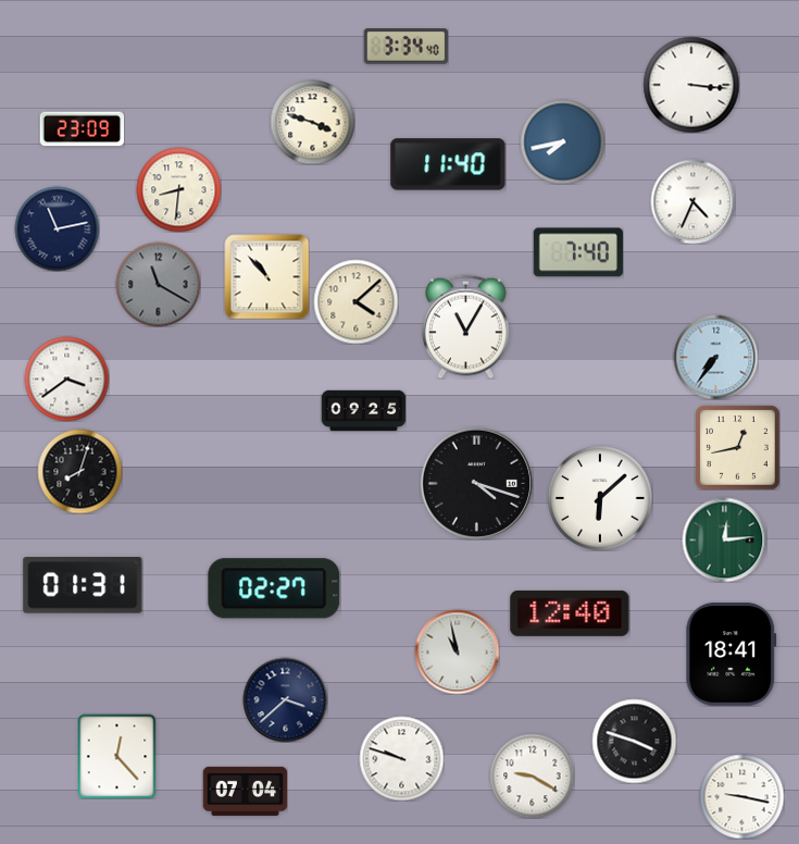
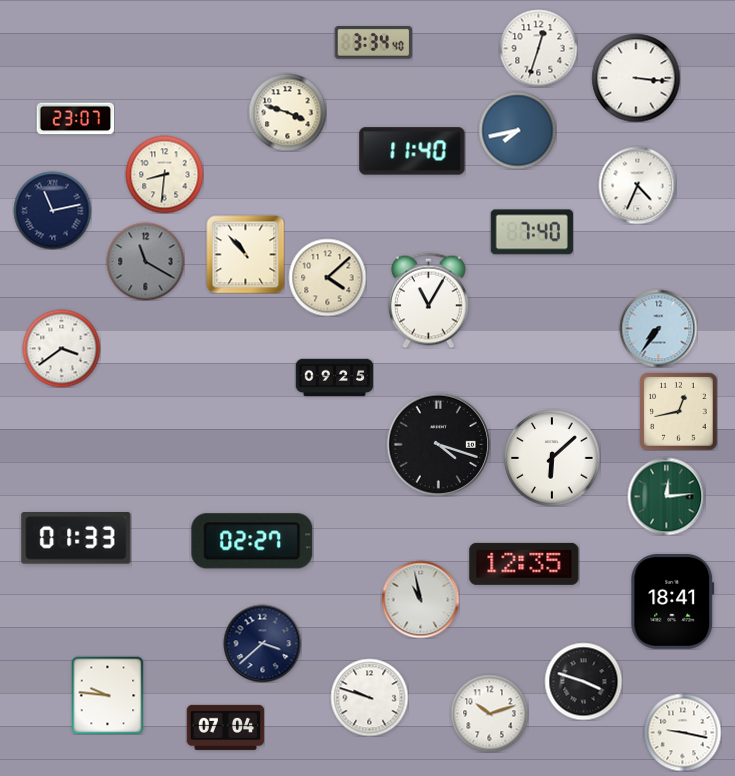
clock at (538, 48): none -> 12:33
clock at (82, 129): 23:09 -> 23:07
clock at (79, 471): 8:03 -> none
clock at (83, 586): 01:31 -> 01:33
clock at (570, 613): 12:40 -> 12:35
clock at (117, 756): 12:23 -> 9:46
clock at (532, 775): 9:20 -> 10:12
